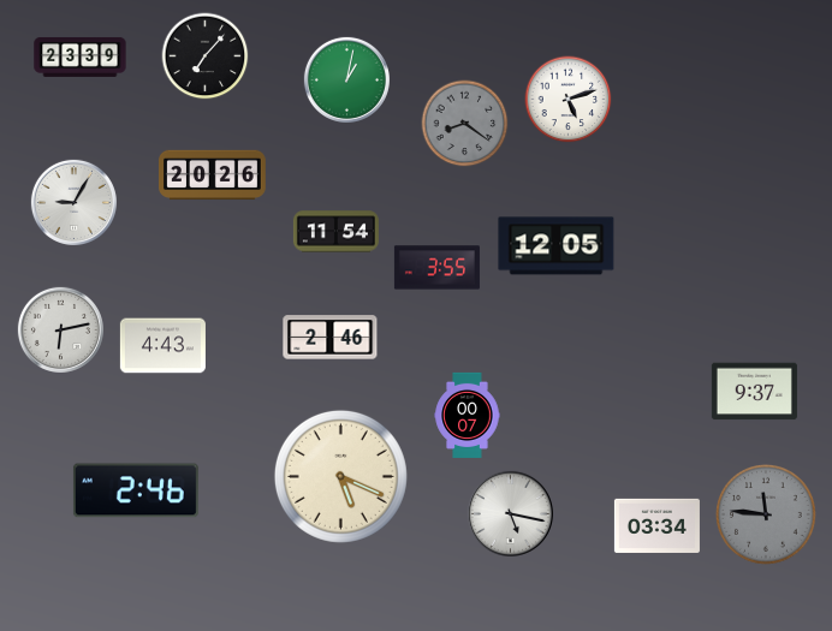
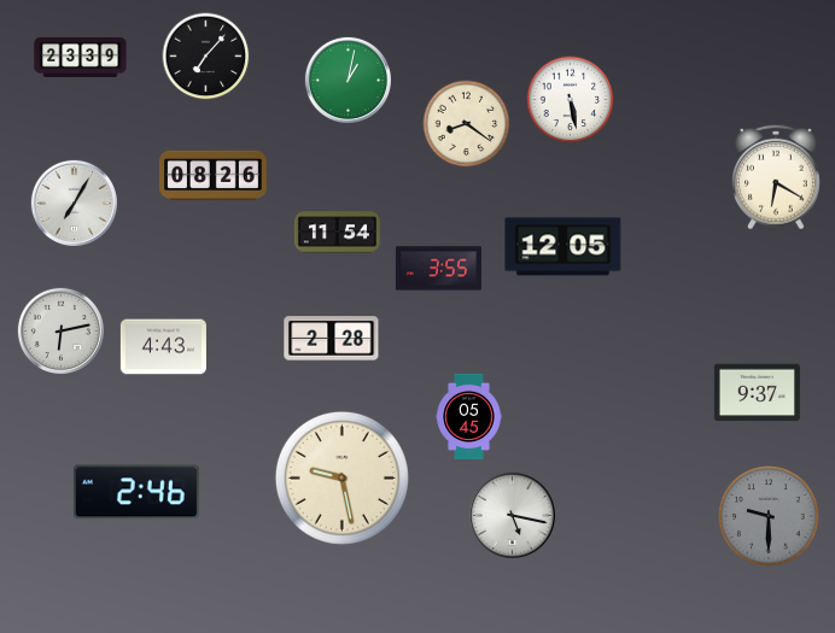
clock at (569, 100): 5:12 -> 5:28
clock at (465, 124) dial: grey -> cream
clock at (213, 175): 20:26 -> 08:26
clock at (777, 177): none -> 6:20
clock at (73, 202): 9:05 -> 7:05
clock at (557, 246) position: (557, 246) -> (564, 247)
clock at (331, 338): 2:46 -> 2:28
clock at (468, 415): 00:07 -> 05:45
clock at (340, 476): 5:19 -> 9:28
clock at (766, 514): 11:46 -> 9:30
clock at (656, 525): 03:34 -> none
